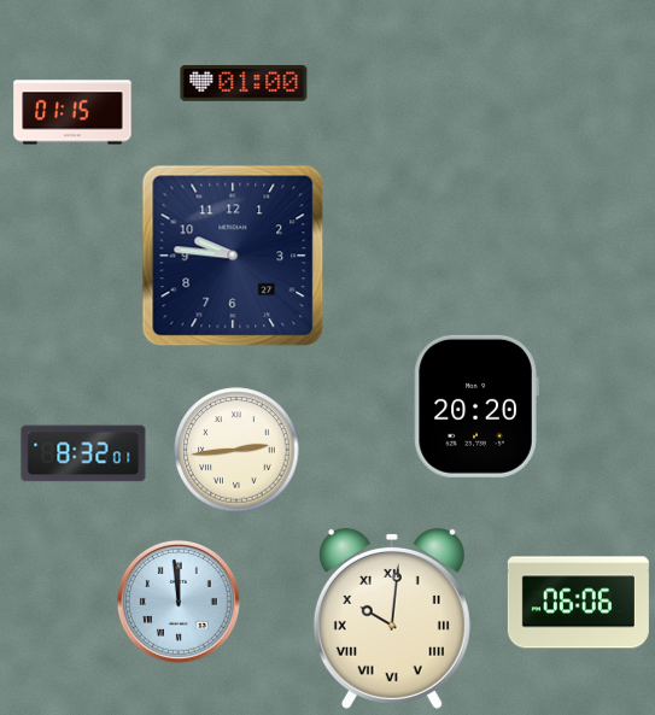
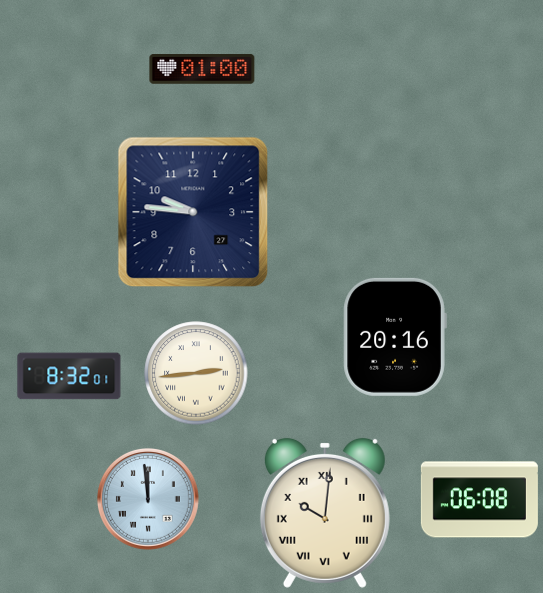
clock at (72, 112): 01:15 -> none
clock at (476, 406): 20:20 -> 20:16
clock at (578, 603): 06:06 -> 06:08
